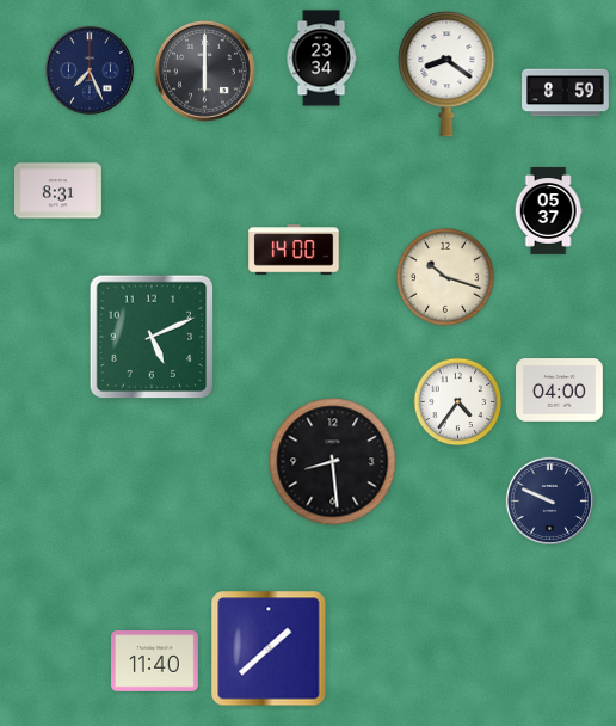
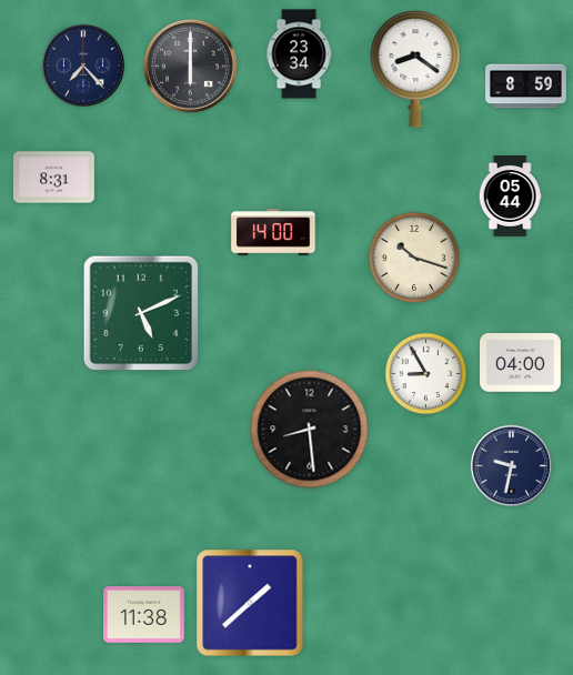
clock at (90, 70): 7:26 -> 7:23
clock at (548, 211): 05:37 -> 05:44
clock at (458, 402): 4:36 -> 8:55
clock at (549, 500): 9:49 -> 9:32
clock at (155, 662): 11:40 -> 11:38
